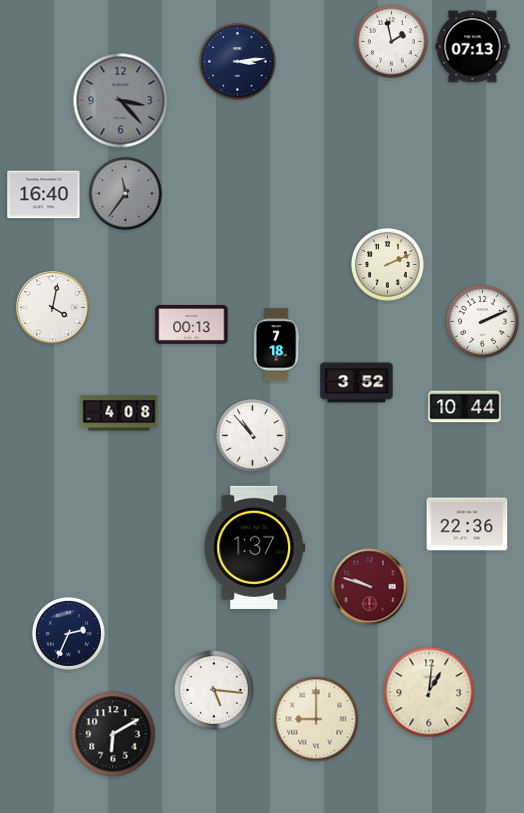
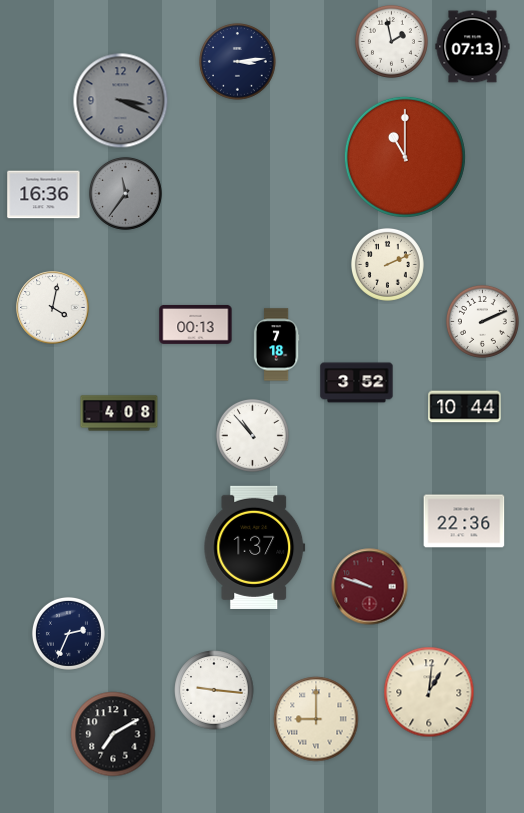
clock at (121, 101): 3:23 -> 3:19
clock at (405, 157): none -> 11:00
clock at (44, 195): 16:40 -> 16:36
clock at (192, 325) position: (192, 325) -> (196, 325)
clock at (467, 524) position: (467, 524) -> (464, 521)
clock at (214, 690): 5:16 -> 9:16
clock at (113, 734): 6:10 -> 7:10
